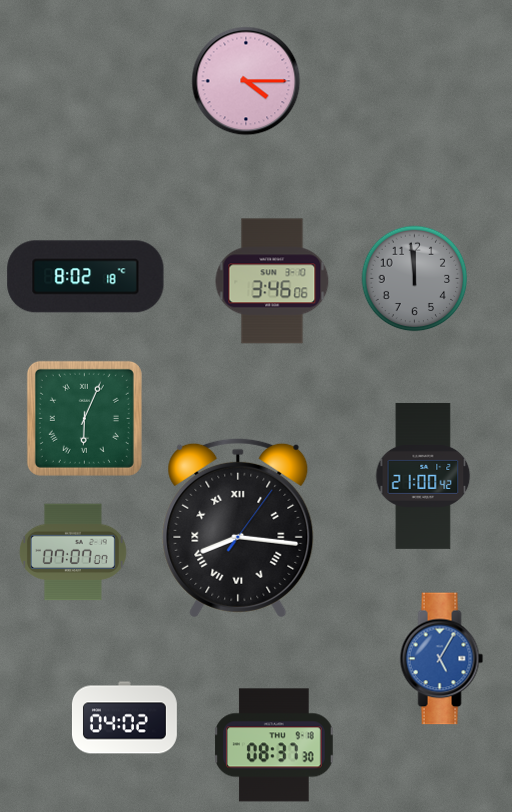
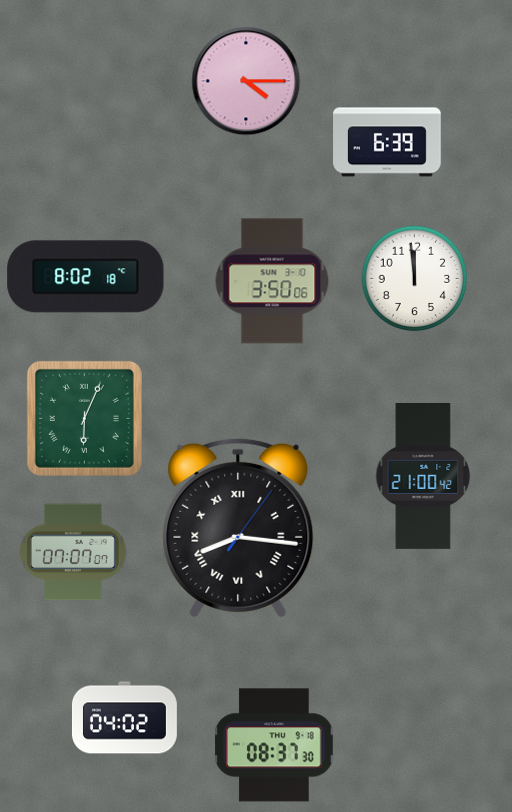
clock at (387, 142): none -> 6:39
clock at (415, 279) dial: grey -> white
clock at (272, 281): 3:46 -> 3:50
clock at (442, 659): 5:05 -> none
